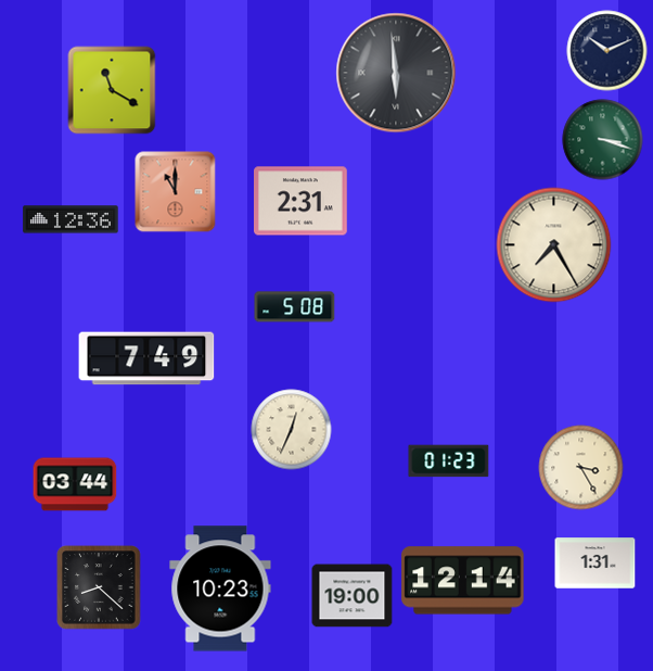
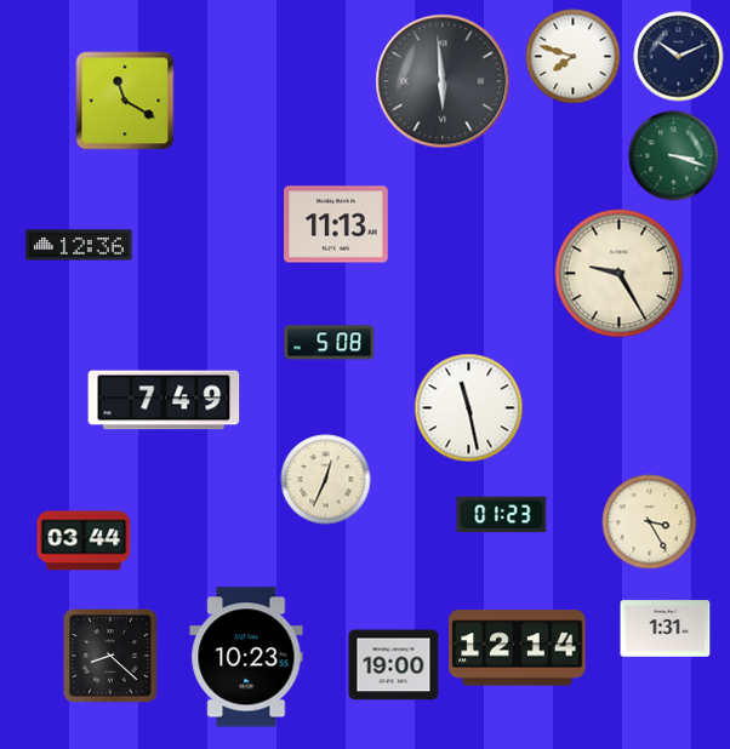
clock at (574, 57): none -> 7:48
clock at (176, 192): 11:00 -> none
clock at (302, 201): 2:31 -> 11:13
clock at (554, 245): 7:25 -> 9:25
clock at (469, 408): none -> 11:28
